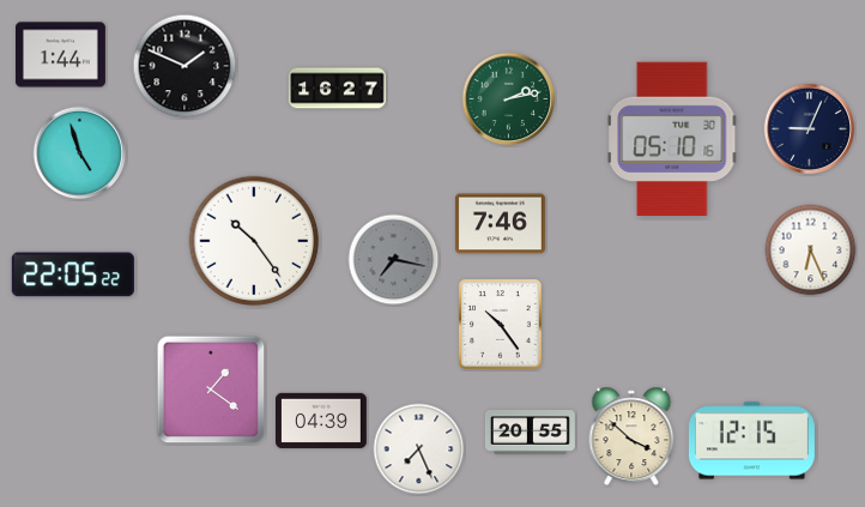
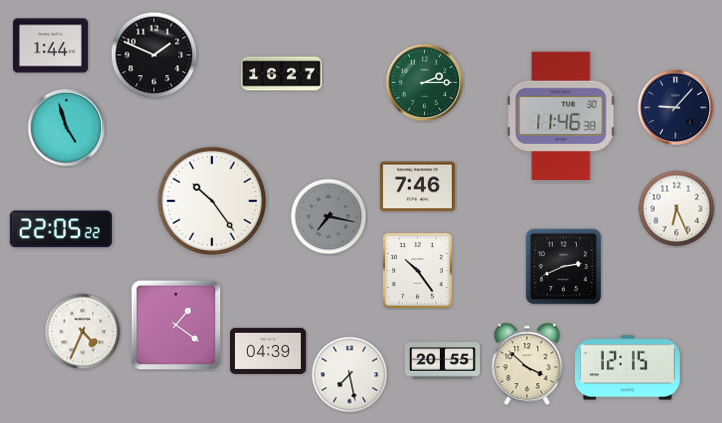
clock at (509, 99): 2:13 -> 2:15
clock at (810, 129): 9:04 -> 9:07
clock at (673, 138): 05:10 -> 11:46
clock at (564, 267): none -> 2:41
clock at (83, 332): none -> 4:34
clock at (419, 449): 7:26 -> 7:28
